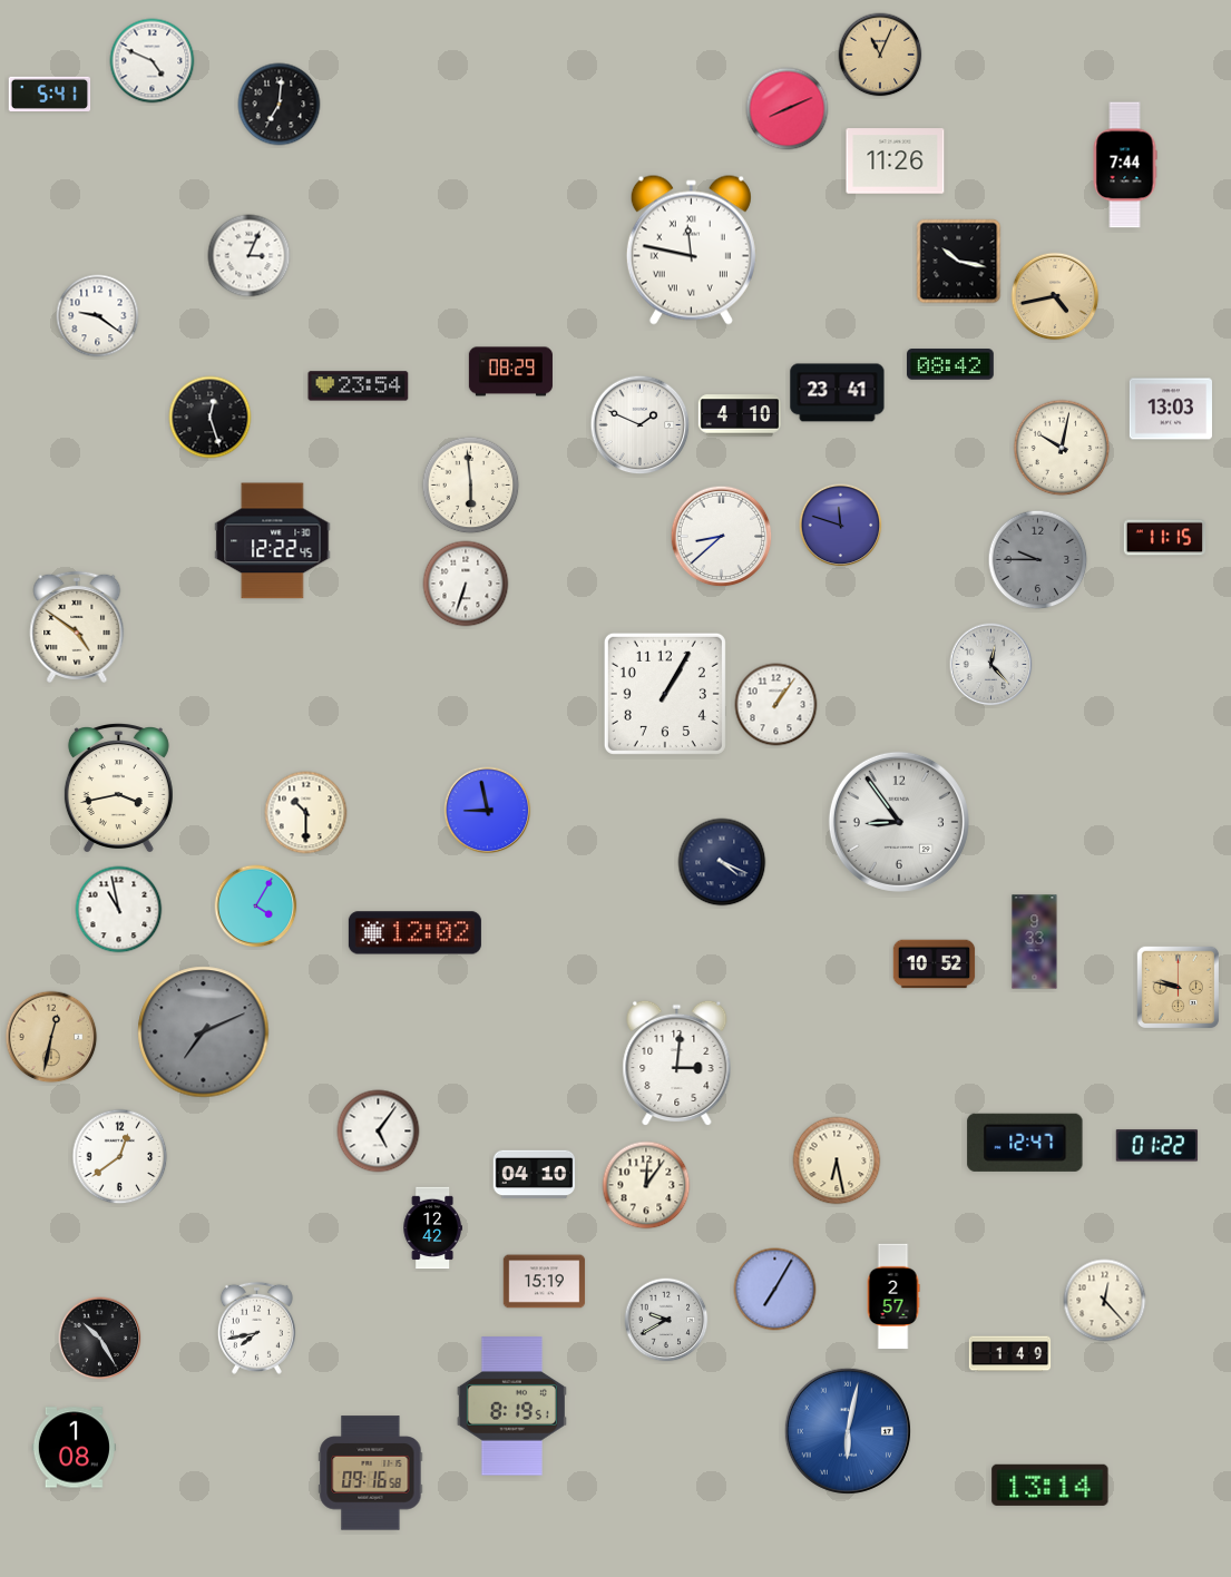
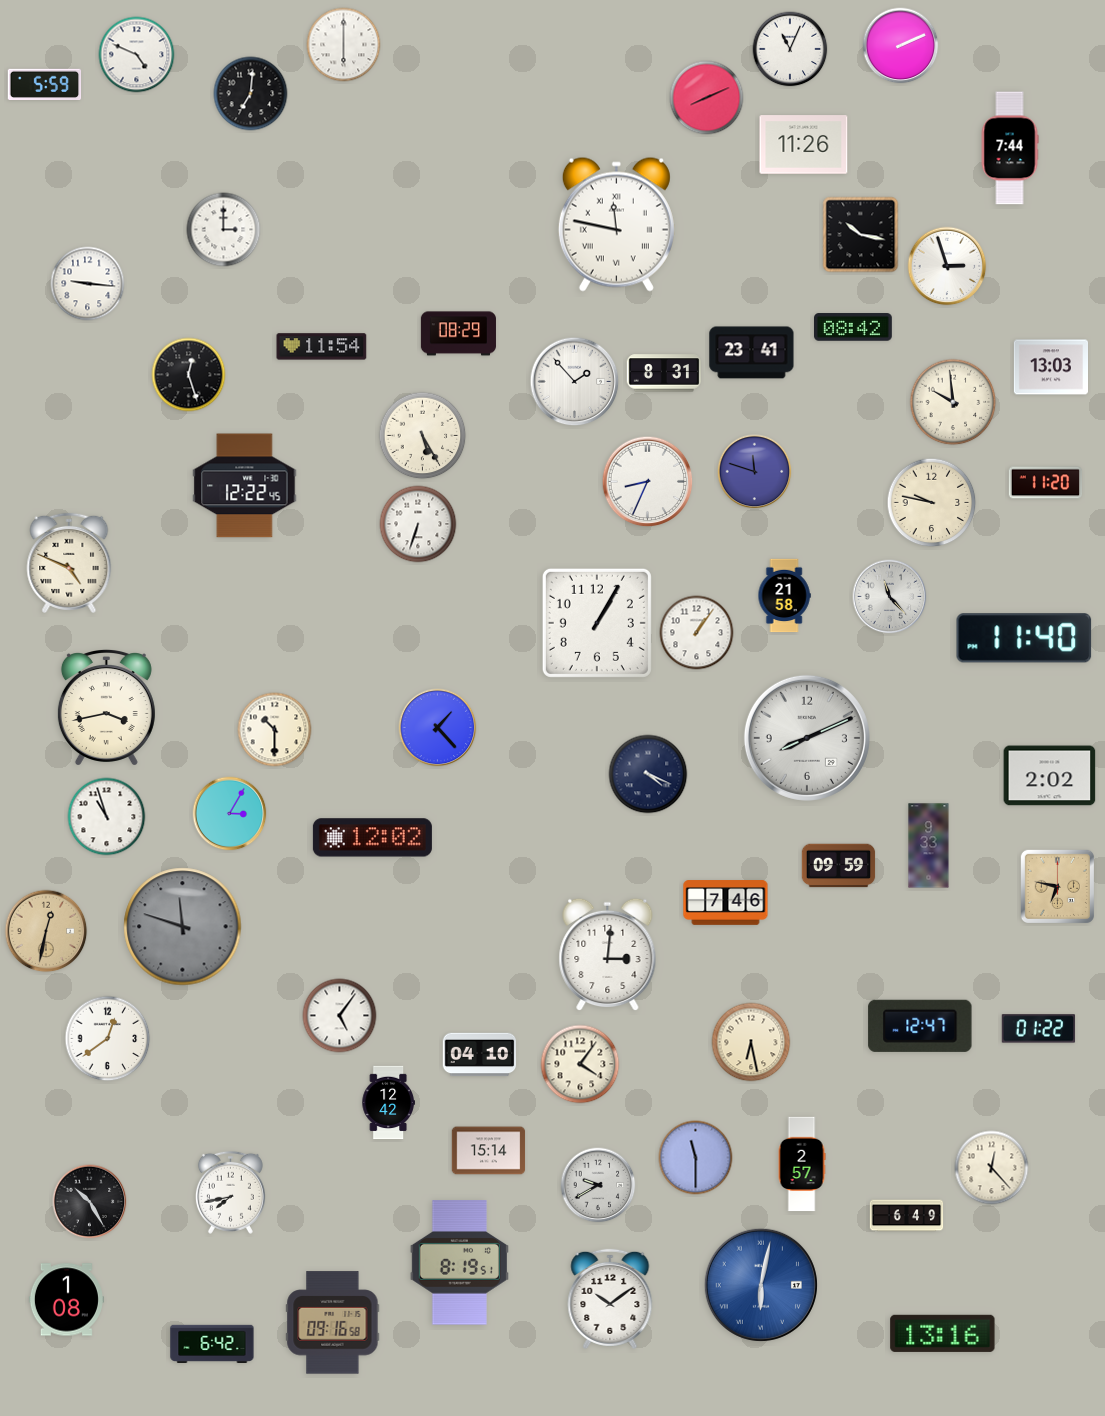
clock at (344, 45): none -> 6:00
clock at (901, 46): none -> 2:11
clock at (880, 55) dial: champagne -> white
clock at (50, 95): 5:41 -> 5:59
clock at (691, 249) position: (691, 249) -> (616, 224)
clock at (250, 256): 3:04 -> 3:00
clock at (1055, 296): 4:43 -> 2:57
clock at (1055, 296) dial: champagne -> white
clock at (98, 316): 9:21 -> 9:16
clock at (359, 386): 23:54 -> 11:54
clock at (740, 415): 4:10 -> 8:31
clock at (641, 425): 1:49 -> 1:53
clock at (1062, 448): 10:02 -> 9:59
clock at (471, 486): 5:59 -> 5:25
clock at (722, 537): 8:38 -> 8:34
clock at (1165, 538): 11:15 -> 11:20
clock at (1038, 560): 9:45 -> 9:47
clock at (1038, 560) dial: grey -> cream
clock at (77, 627): 4:51 -> 4:49
clock at (784, 596): none -> 21:58
clock at (991, 665): 12:23 -> 11:23
clock at (1024, 638): none -> 11:40
clock at (488, 811): 8:58 -> 1:23
clock at (899, 822): 8:54 -> 8:11
clock at (1050, 776): none -> 2:02
clock at (256, 907): 4:05 -> 3:05
clock at (119, 910): 10:58 -> 10:57
clock at (935, 964): 10:52 -> 09:59
clock at (1178, 987): 9:47 -> 6:47
clock at (726, 903): none -> 7:46
clock at (204, 1032): 7:11 -> 11:48
clock at (646, 1185): 12:06 -> 4:06
clock at (545, 1282): 15:19 -> 15:14
clock at (775, 1290): 7:05 -> 11:30
clock at (1010, 1354): 1:49 -> 6:49
clock at (610, 1299): none -> 10:09
clock at (1051, 1485): 13:14 -> 13:16
clock at (212, 1343): none -> 6:42
